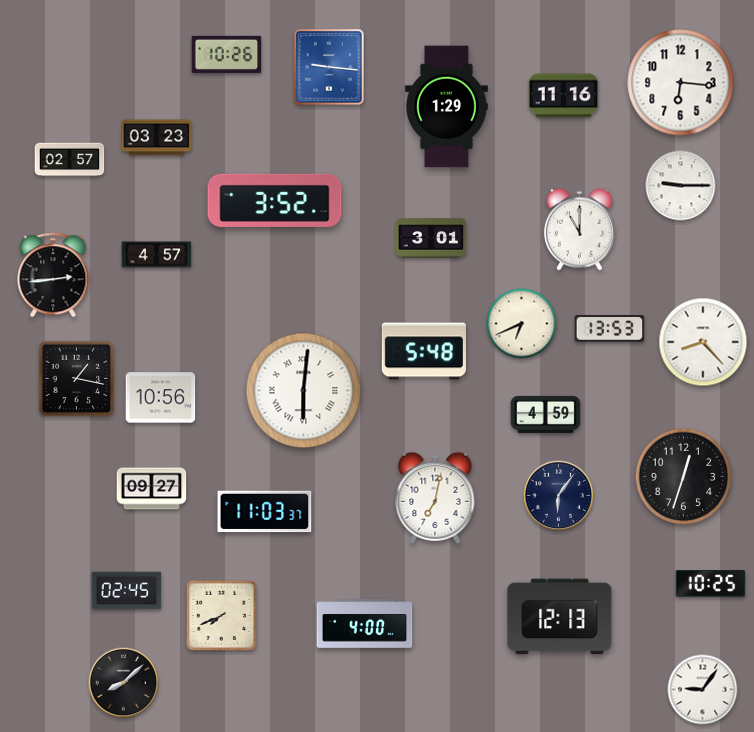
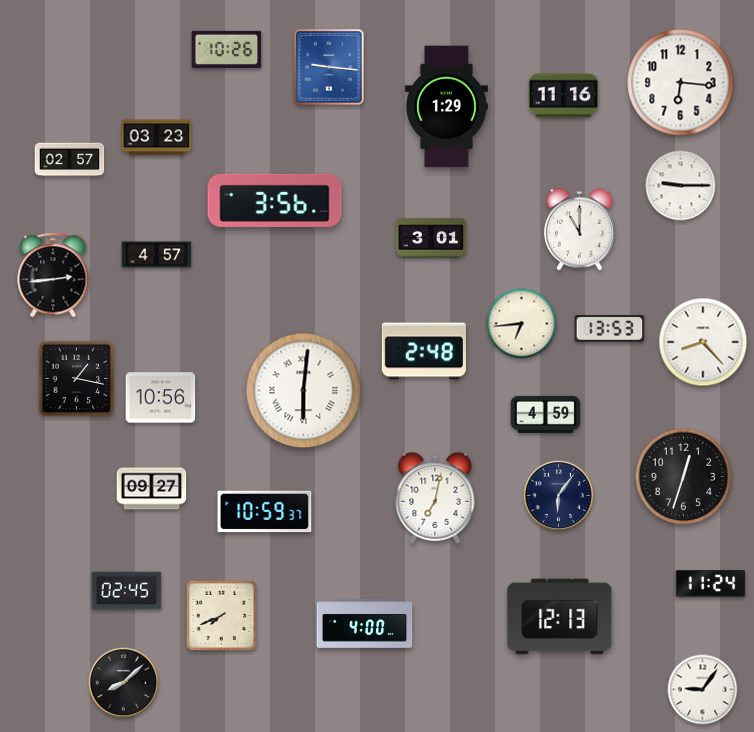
clock at (227, 54) position: (227, 54) -> (227, 49)
clock at (275, 200): 3:52 -> 3:56
clock at (522, 324): 6:41 -> 6:44
clock at (424, 351): 5:48 -> 2:48
clock at (265, 512): 11:03 -> 10:59
clock at (711, 584): 10:25 -> 11:24
